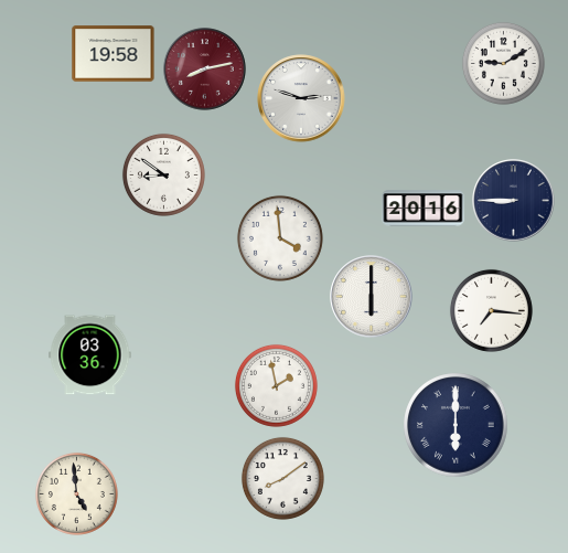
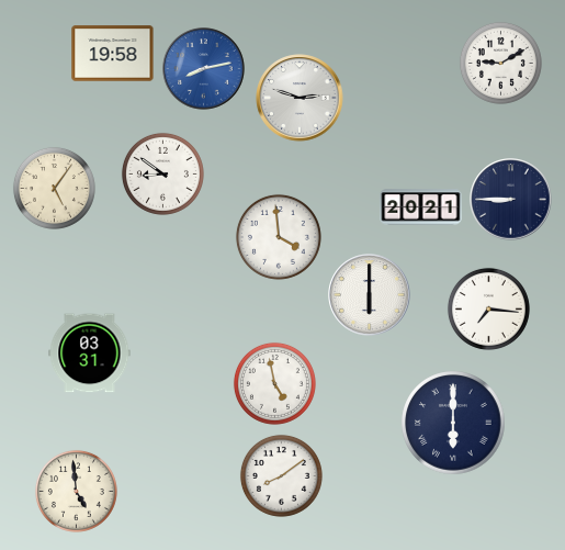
clock at (205, 70) dial: burgundy -> blue
clock at (54, 188): none -> 5:06
clock at (424, 209): 20:16 -> 20:21
clock at (90, 355): 03:36 -> 03:31
clock at (276, 385): 1:58 -> 4:58
